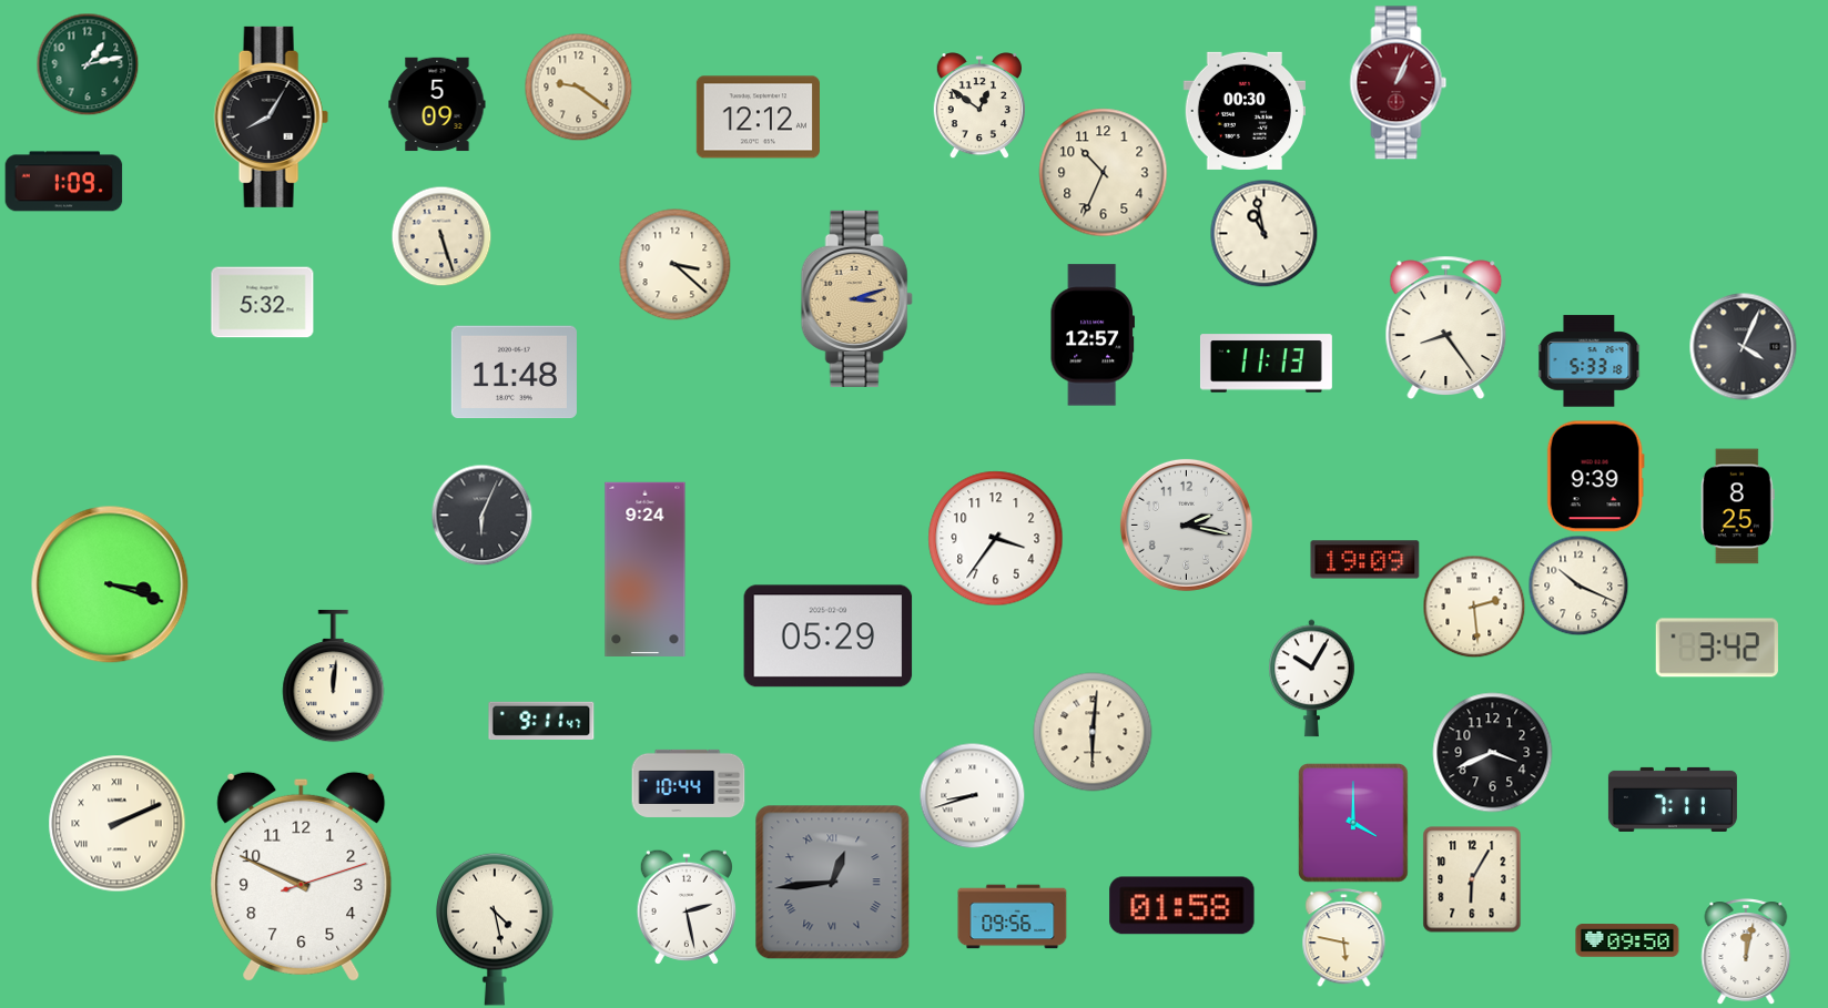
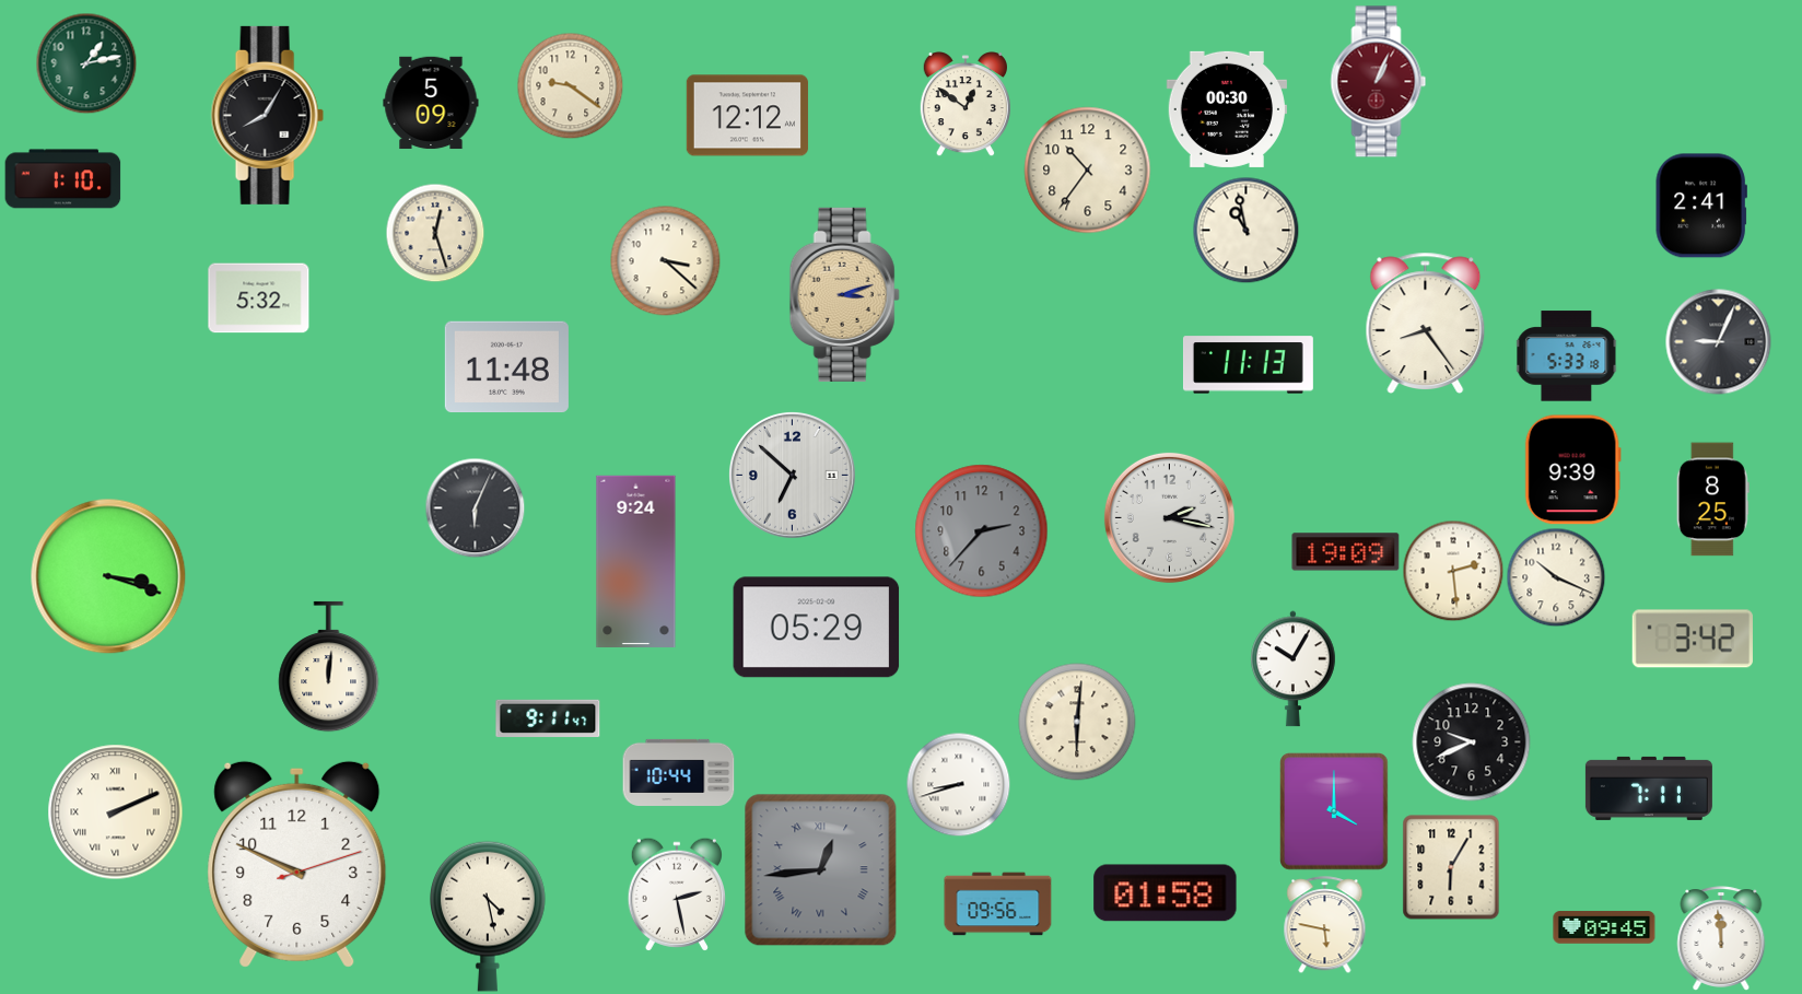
clock at (1104, 173): 10:34 -> 10:36
clock at (64, 182): 1:09 -> 1:10
clock at (1701, 206): none -> 2:41
clock at (441, 236): 5:27 -> 12:27
clock at (1091, 335): 12:57 -> none
clock at (1744, 347): 4:04 -> 9:04
clock at (1266, 364) position: (1266, 364) -> (1248, 365)
clock at (792, 475): none -> 6:52
clock at (996, 539): 3:36 -> 2:37
clock at (996, 539) dial: white -> grey
clock at (1474, 607) position: (1474, 607) -> (1453, 571)
clock at (541, 721) position: (541, 721) -> (548, 718)
clock at (1493, 753): 3:41 -> 9:41
clock at (1627, 940): 09:50 -> 09:45
clock at (1746, 951): 12:02 -> 11:59
